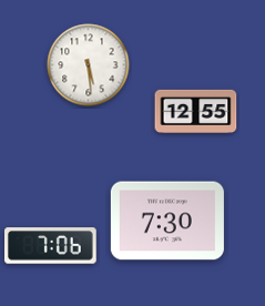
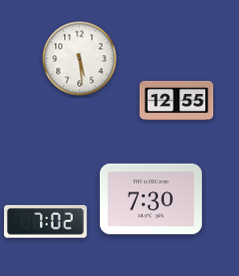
clock at (51, 246): 7:06 -> 7:02
